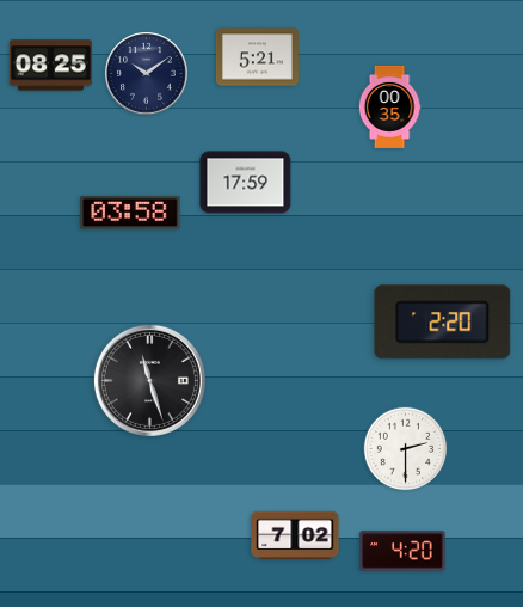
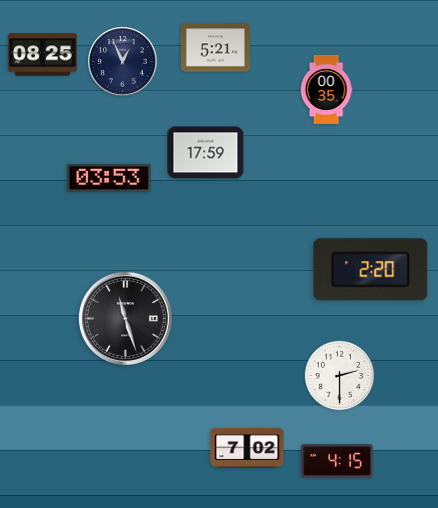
clock at (147, 74): 10:09 -> 12:56
clock at (130, 213): 03:58 -> 03:53
clock at (402, 551): 4:20 -> 4:15
